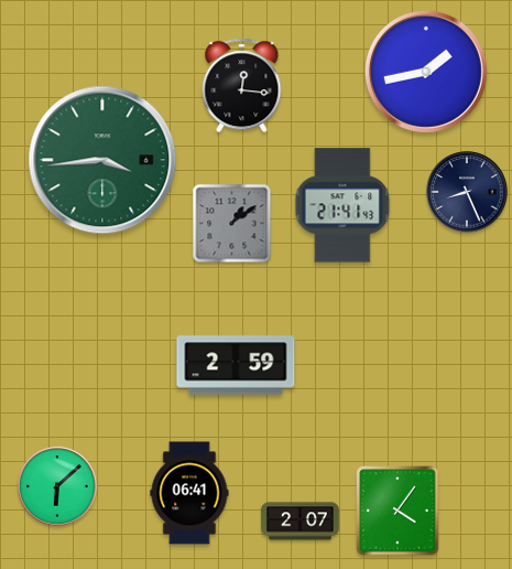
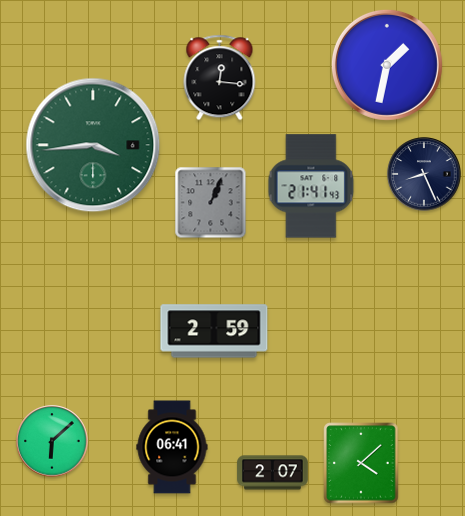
clock at (426, 72): 1:43 -> 1:32
clock at (232, 224): 1:09 -> 1:04
clock at (397, 511): 4:06 -> 4:08
